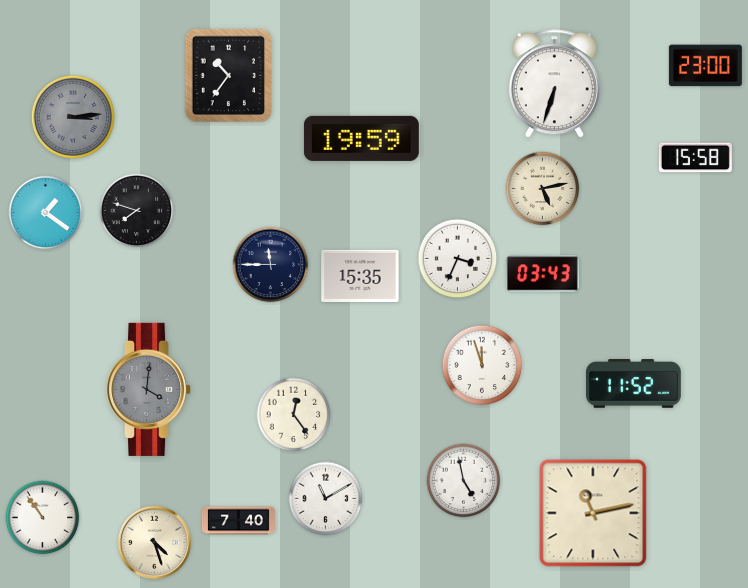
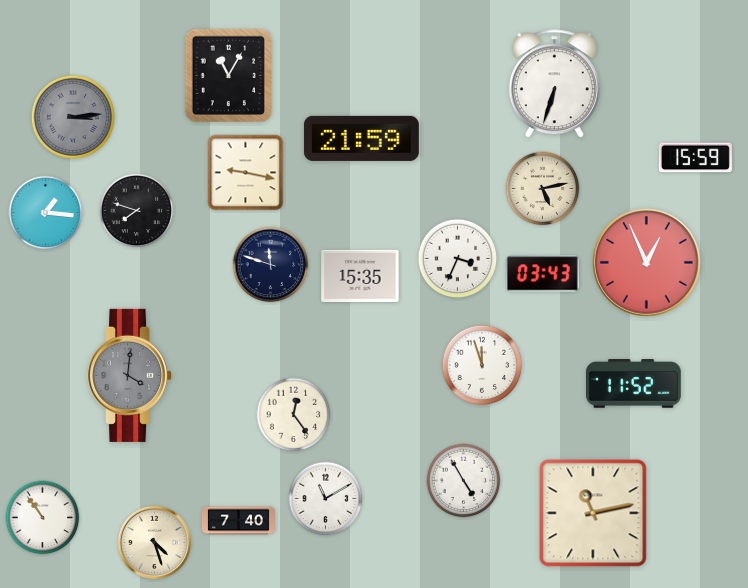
clock at (705, 66): 23:00 -> none
clock at (229, 76): 10:36 -> 11:05
clock at (361, 138): 19:59 -> 21:59
clock at (695, 158): 15:58 -> 15:59
clock at (246, 173): none -> 9:17
clock at (46, 213): 1:21 -> 1:16
clock at (647, 263): none -> 12:56
clock at (271, 265): 11:45 -> 11:48
clock at (149, 389) position: (149, 389) -> (130, 375)
clock at (464, 481): 4:58 -> 4:55
